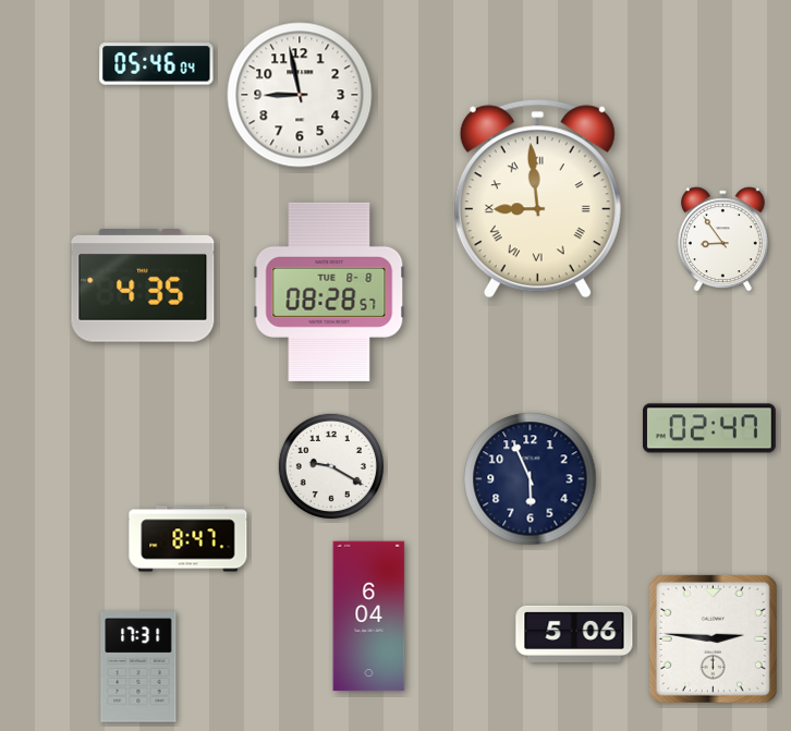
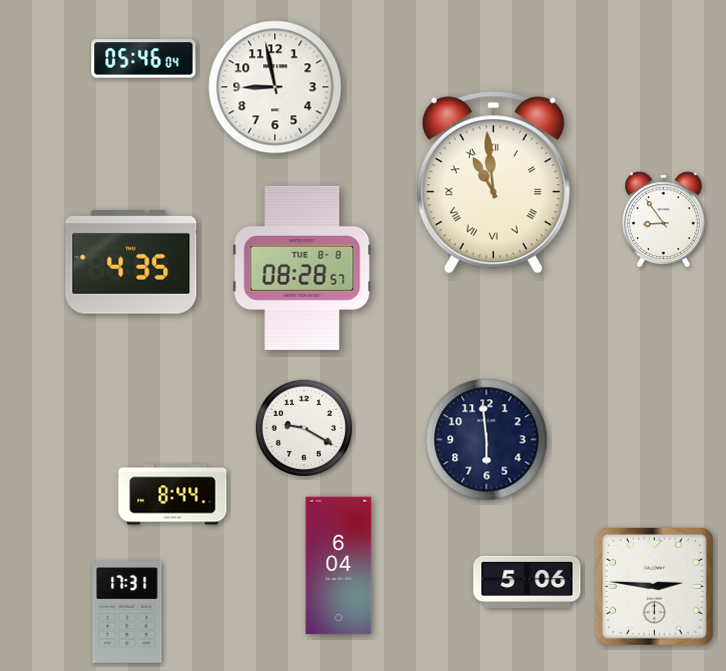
clock at (537, 199): 8:59 -> 10:59
clock at (709, 428): 02:47 -> none
clock at (531, 479): 5:56 -> 5:59
clock at (188, 539): 8:47 -> 8:44
